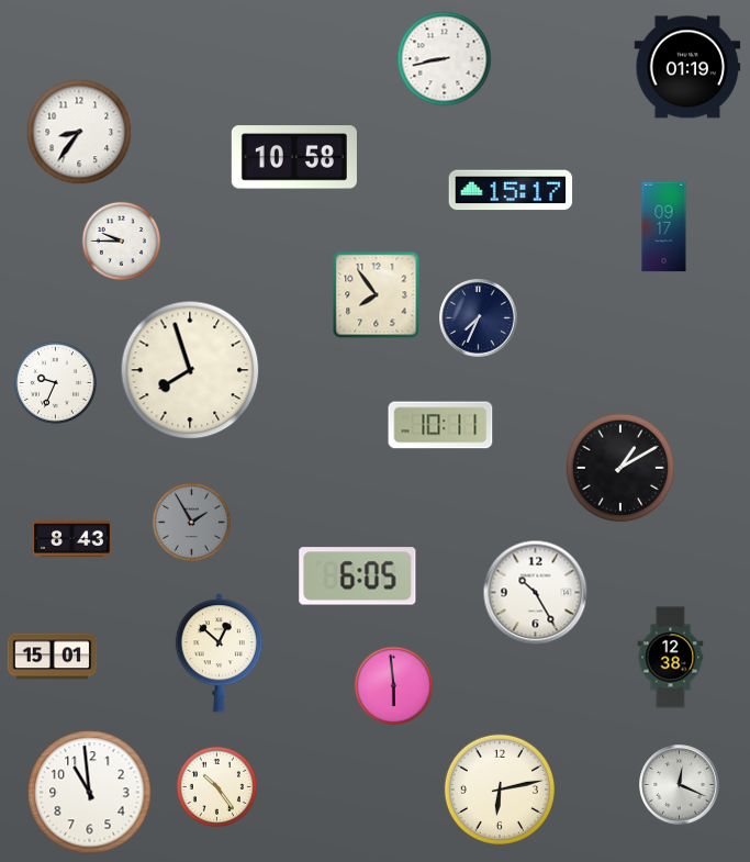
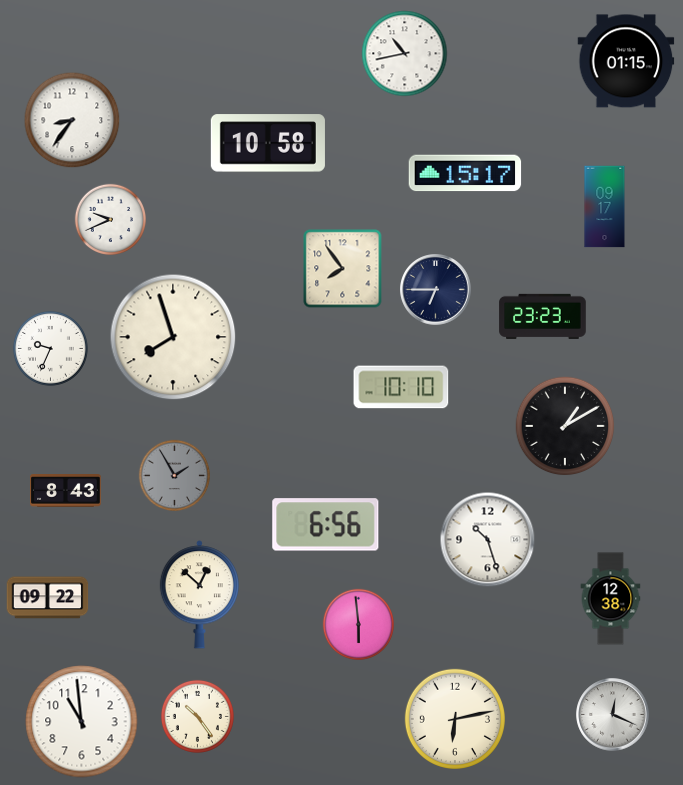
clock at (445, 59): 8:43 -> 10:43
clock at (687, 67): 01:19 -> 01:15
clock at (121, 240): 9:45 -> 9:41
clock at (479, 318): 7:34 -> 6:45
clock at (543, 316): none -> 23:23
clock at (440, 425): 10:11 -> 10:10
clock at (358, 576): 6:05 -> 6:56
clock at (536, 593): 10:25 -> 10:27
clock at (53, 657): 15:01 -> 09:22
clock at (680, 785) position: (680, 785) -> (613, 715)
